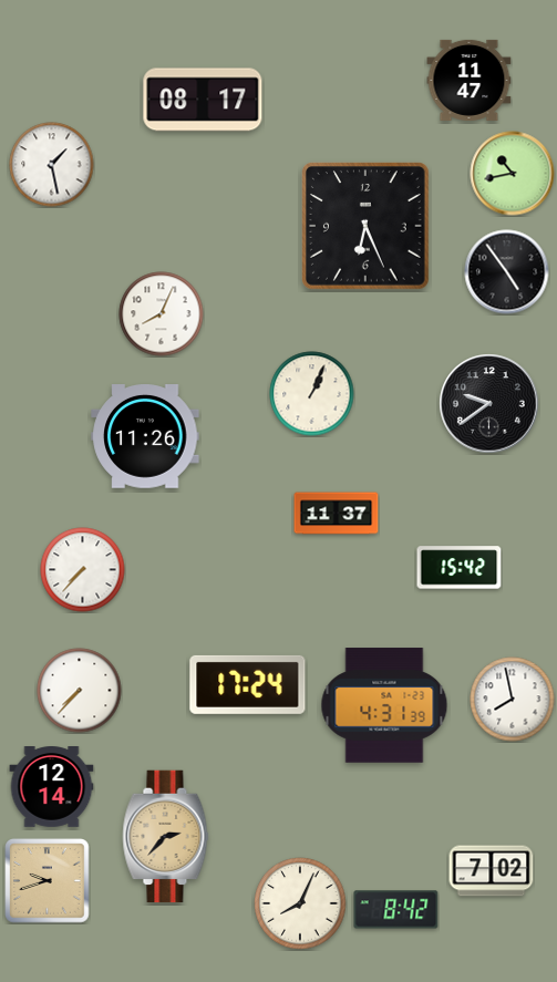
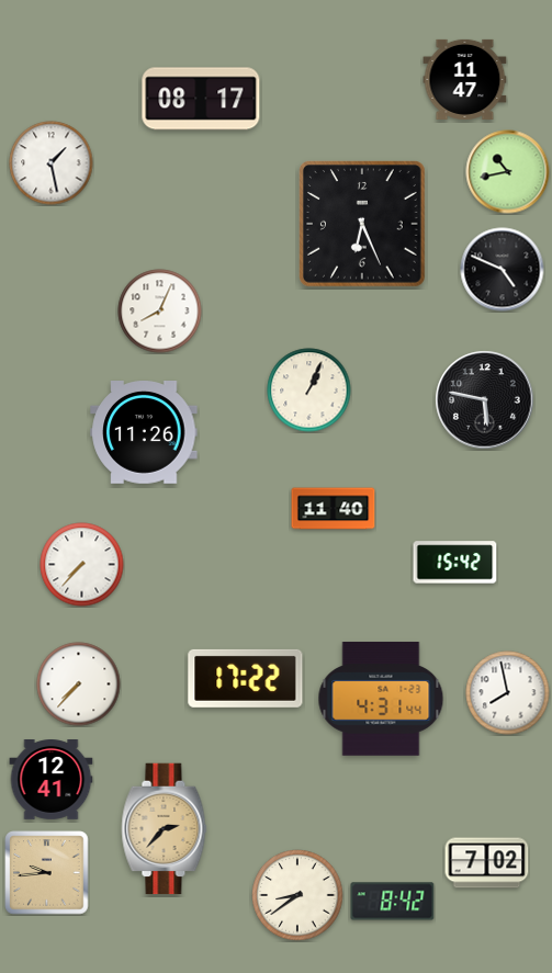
clock at (507, 272): 4:54 -> 4:49
clock at (489, 404): 9:39 -> 5:47
clock at (337, 514): 11:37 -> 11:40
clock at (248, 684): 17:24 -> 17:22
clock at (384, 705): 4:31:39 -> 4:31:44
clock at (52, 787): 12:14 -> 12:41
clock at (48, 881): 9:42 -> 9:44
clock at (300, 903): 8:04 -> 8:39
